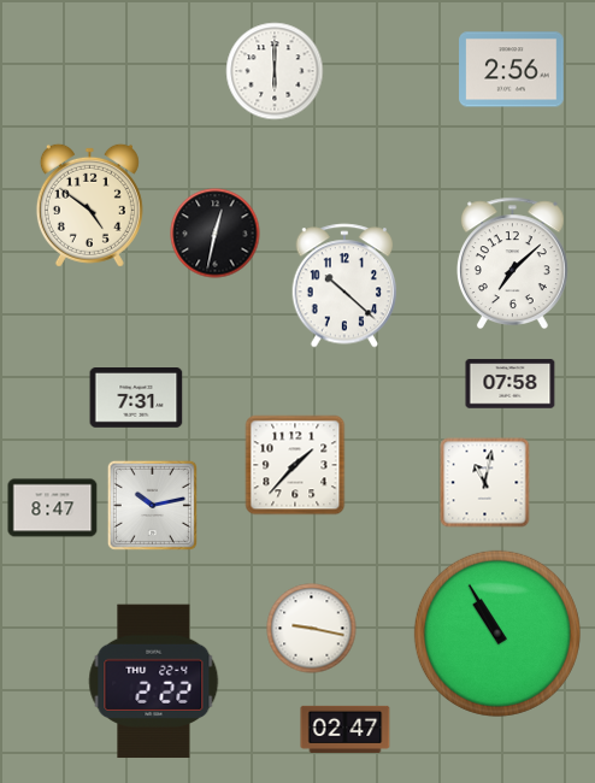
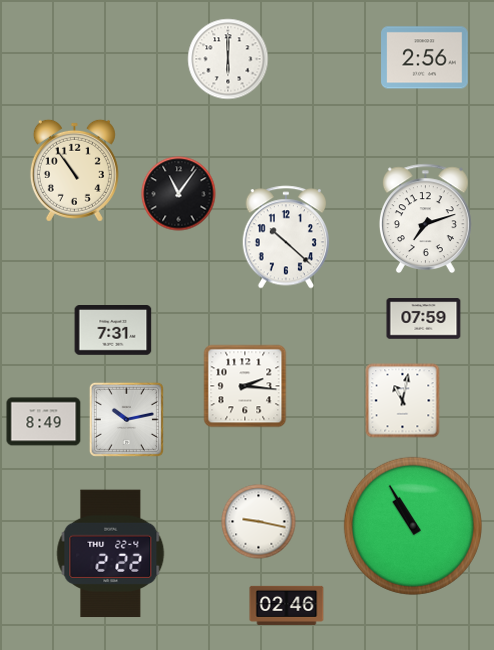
clock at (89, 205): 4:51 -> 10:54
clock at (216, 234): 12:32 -> 11:06
clock at (512, 264): 7:08 -> 7:12
clock at (511, 384): 07:58 -> 07:59
clock at (295, 465): 1:37 -> 2:16
clock at (53, 508): 8:47 -> 8:49
clock at (154, 682) position: (154, 682) -> (111, 554)
clock at (346, 729): 02:47 -> 02:46
